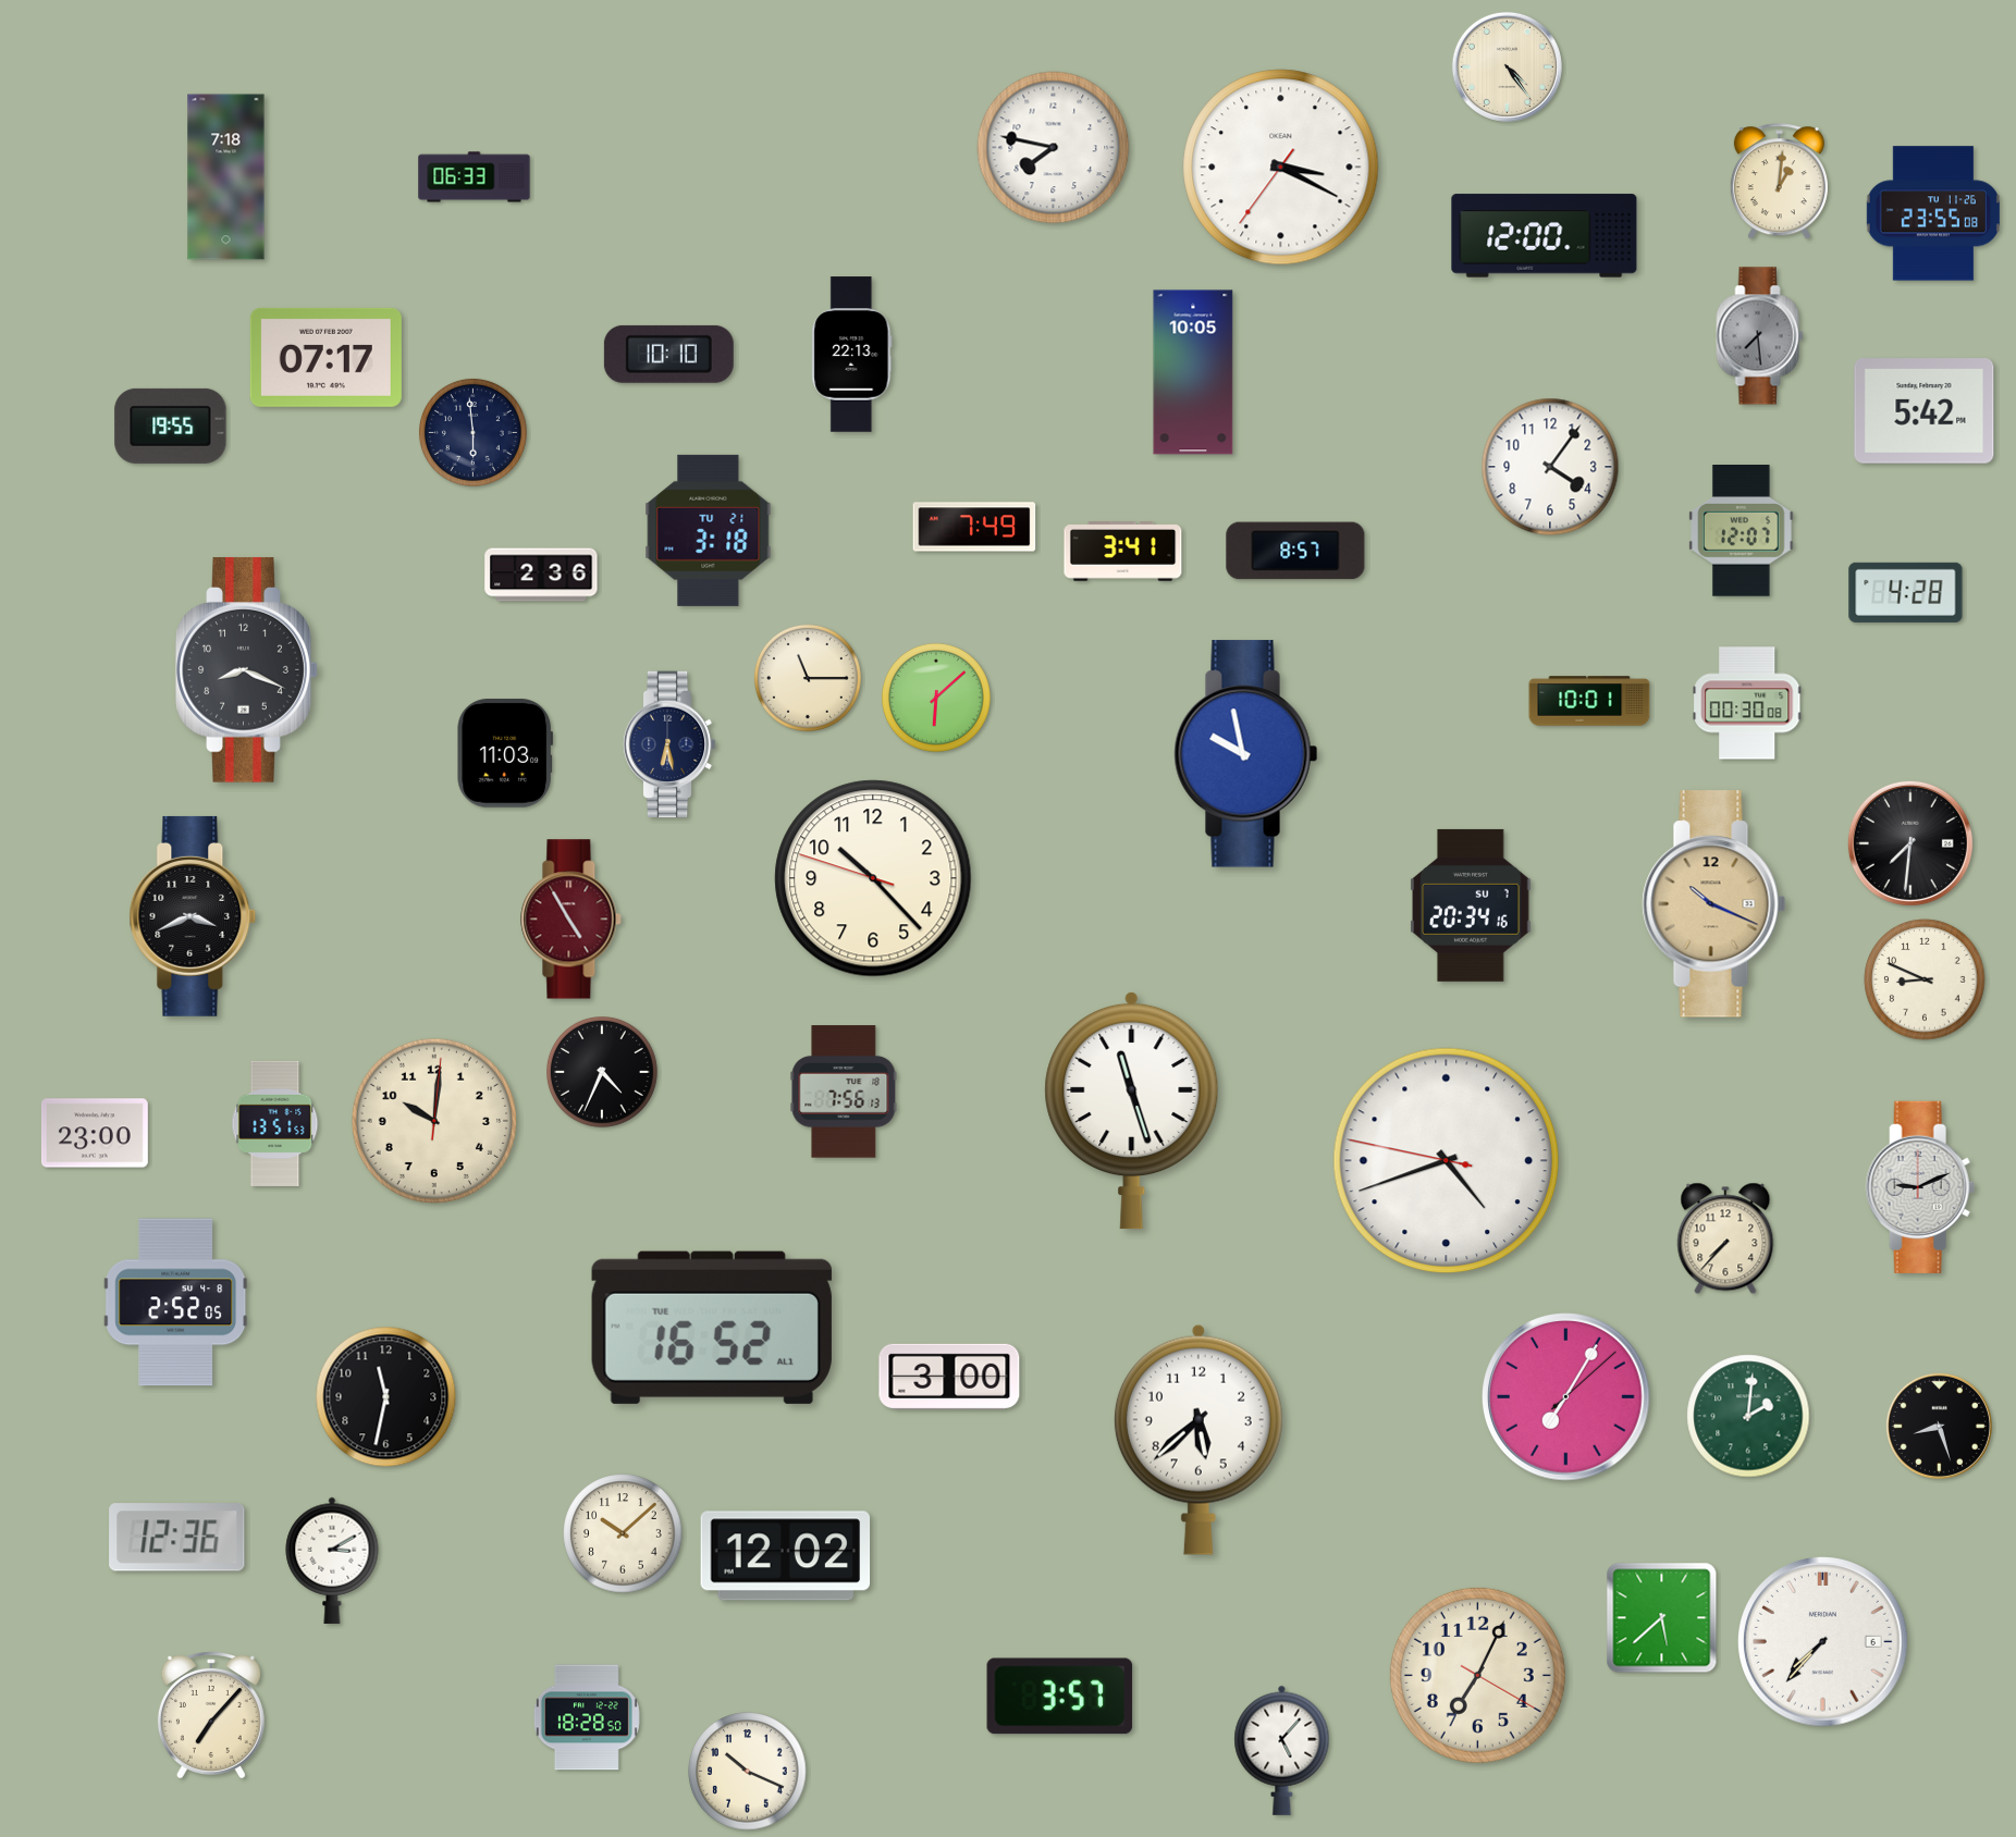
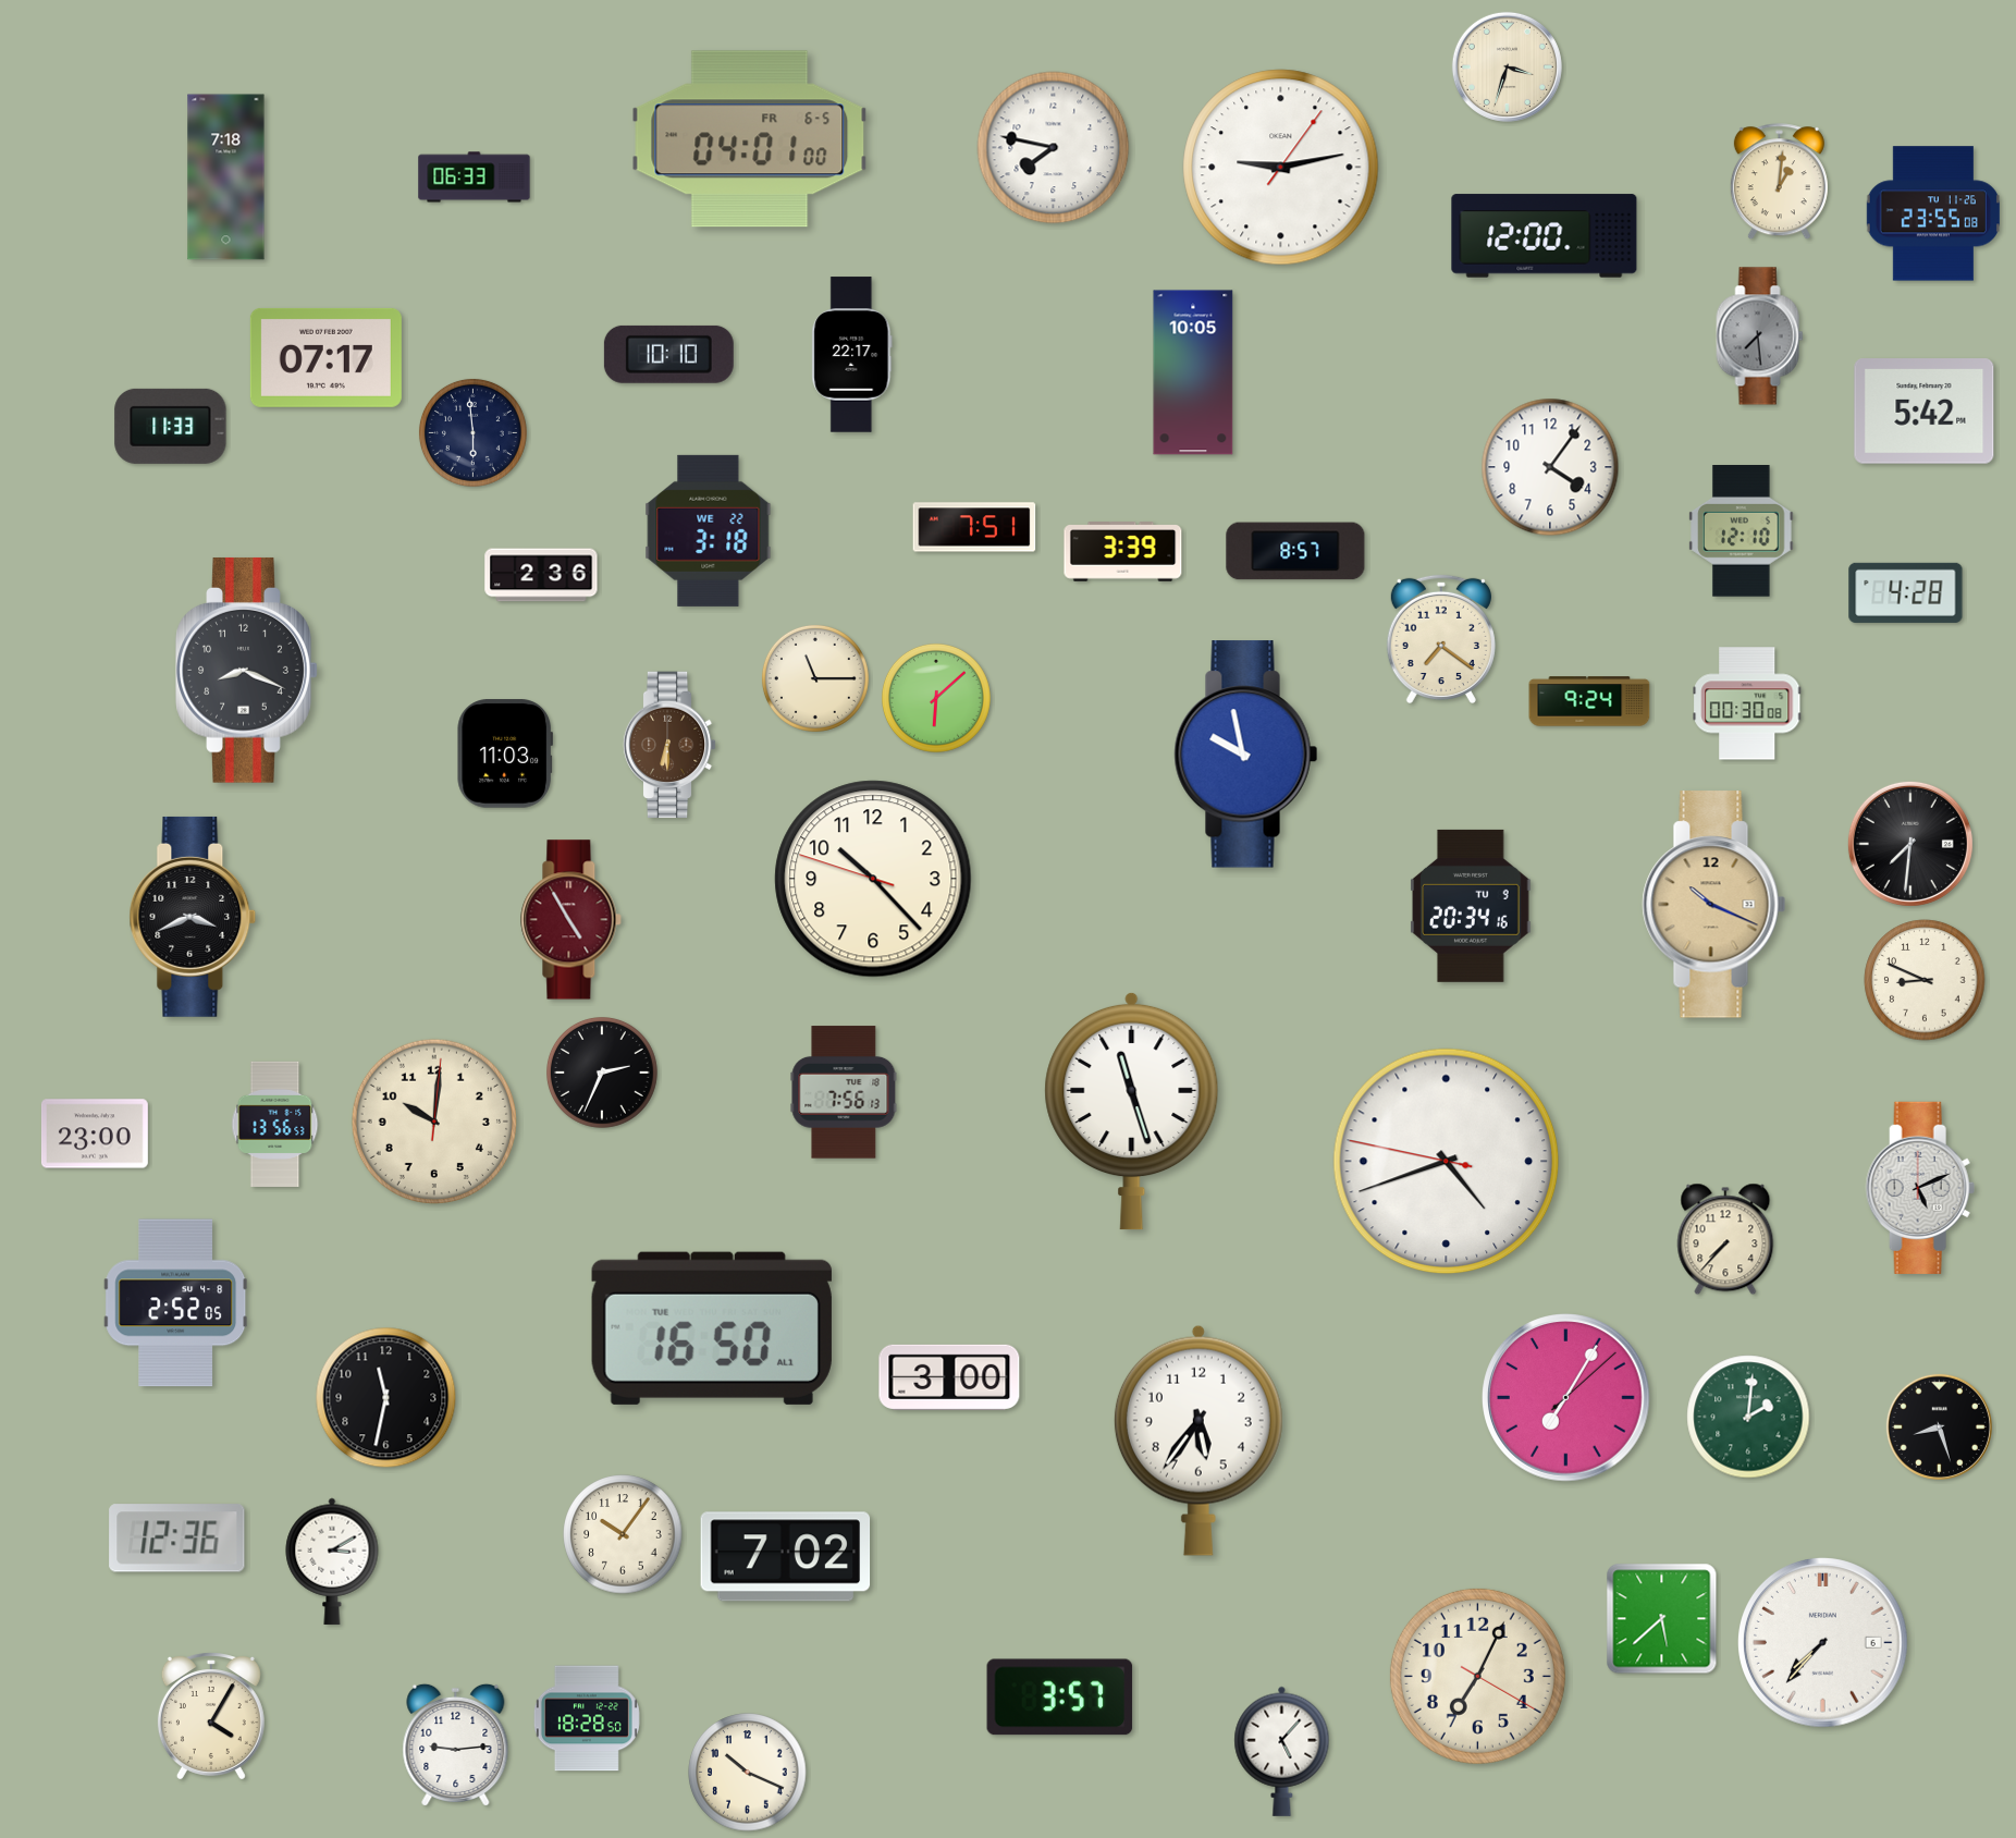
clock at (1507, 66): 4:24 -> 3:33
clock at (750, 139): none -> 04:01
clock at (1281, 168): 3:19 -> 9:13
clock at (852, 355): 22:13 -> 22:17
clock at (171, 426): 19:55 -> 11:33
clock at (974, 527): 7:49 -> 7:51
clock at (709, 530) date: TU 21 -> WE 22
clock at (1742, 531): 12:07 -> 12:10
clock at (1123, 552): 3:41 -> 3:39
clock at (1441, 638): none -> 7:21
clock at (808, 678) position: (808, 678) -> (815, 678)
clock at (1589, 701): 10:01 -> 9:24
clock at (669, 744): 6:28 -> 6:30
clock at (669, 744) dial: navy -> brown
clock at (1471, 905) date: SU 7 -> TU 9
clock at (603, 1073): 4:34 -> 2:34
clock at (275, 1123): 13:51 -> 13:56
clock at (1920, 1187): 9:11 -> 5:11
clock at (712, 1328): 16:52 -> 16:50
clock at (1198, 1440): 5:38 -> 5:36
clock at (623, 1533): 10:08 -> 10:06
clock at (786, 1556): 12:02 -> 7:02
clock at (211, 1715): 7:07 -> 4:05
clock at (456, 1744): none -> 9:14
